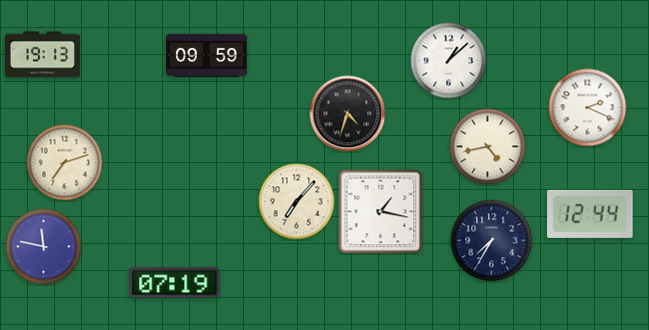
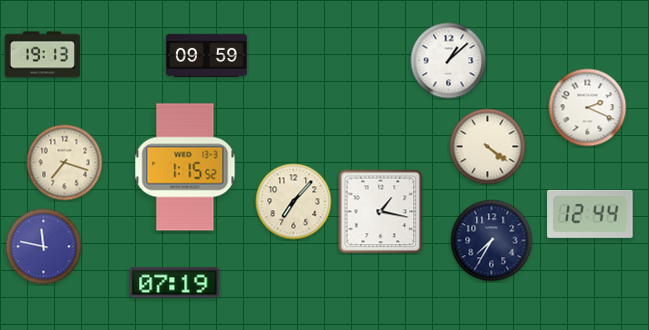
clock at (348, 114): 4:33 -> none
clock at (488, 147): 4:43 -> 4:21
clock at (65, 163): 7:12 -> 7:18
clock at (185, 167): none -> 1:15
clock at (297, 202) position: (297, 202) -> (294, 202)
